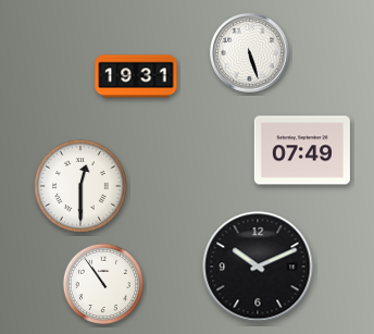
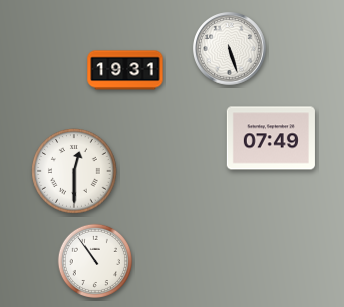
clock at (302, 150) position: (302, 150) -> (271, 138)
clock at (258, 267): 10:11 -> none
